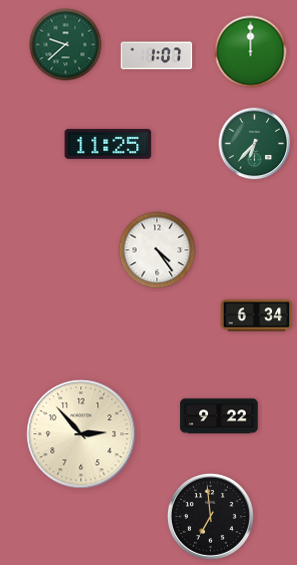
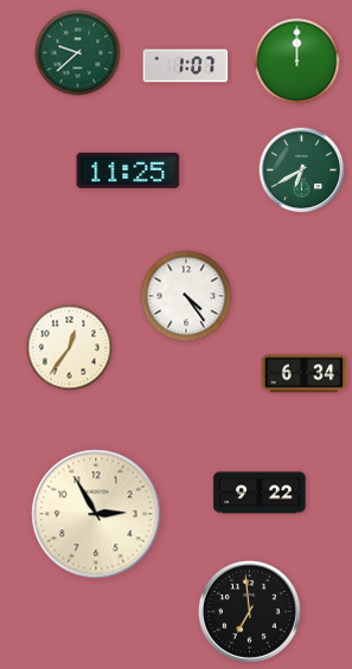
clock at (255, 144): 6:37 -> 6:40
clock at (70, 348): none -> 12:36
clock at (81, 434): 2:53 -> 2:55
